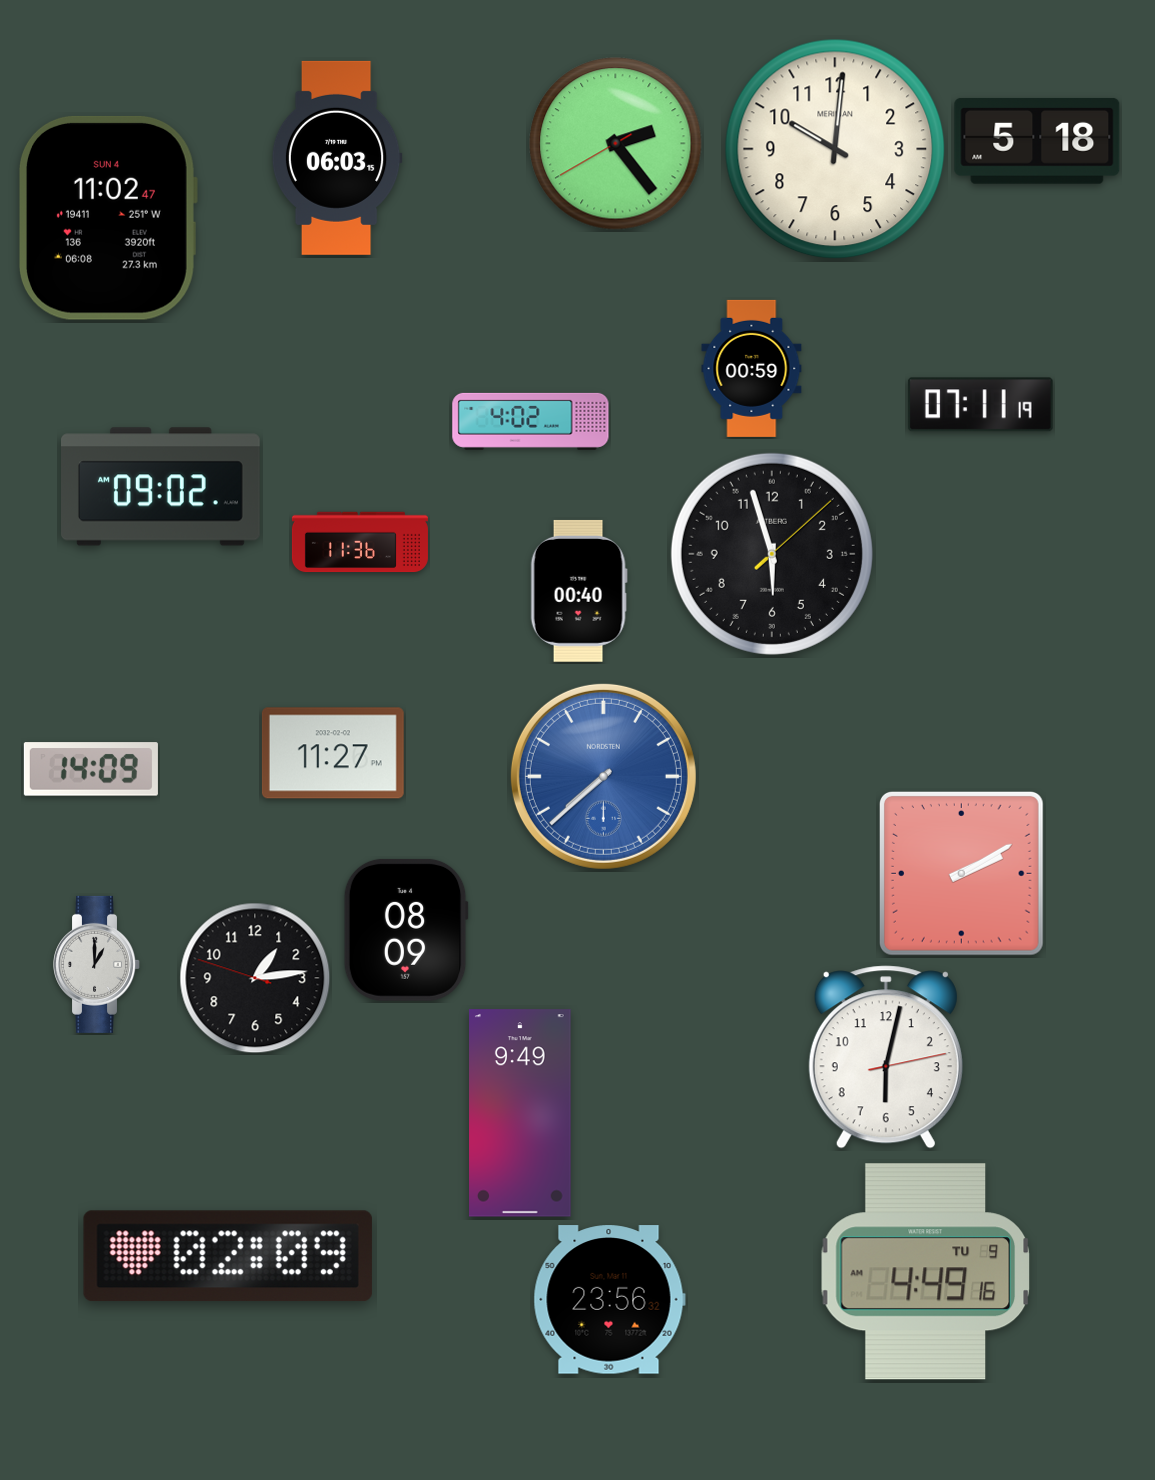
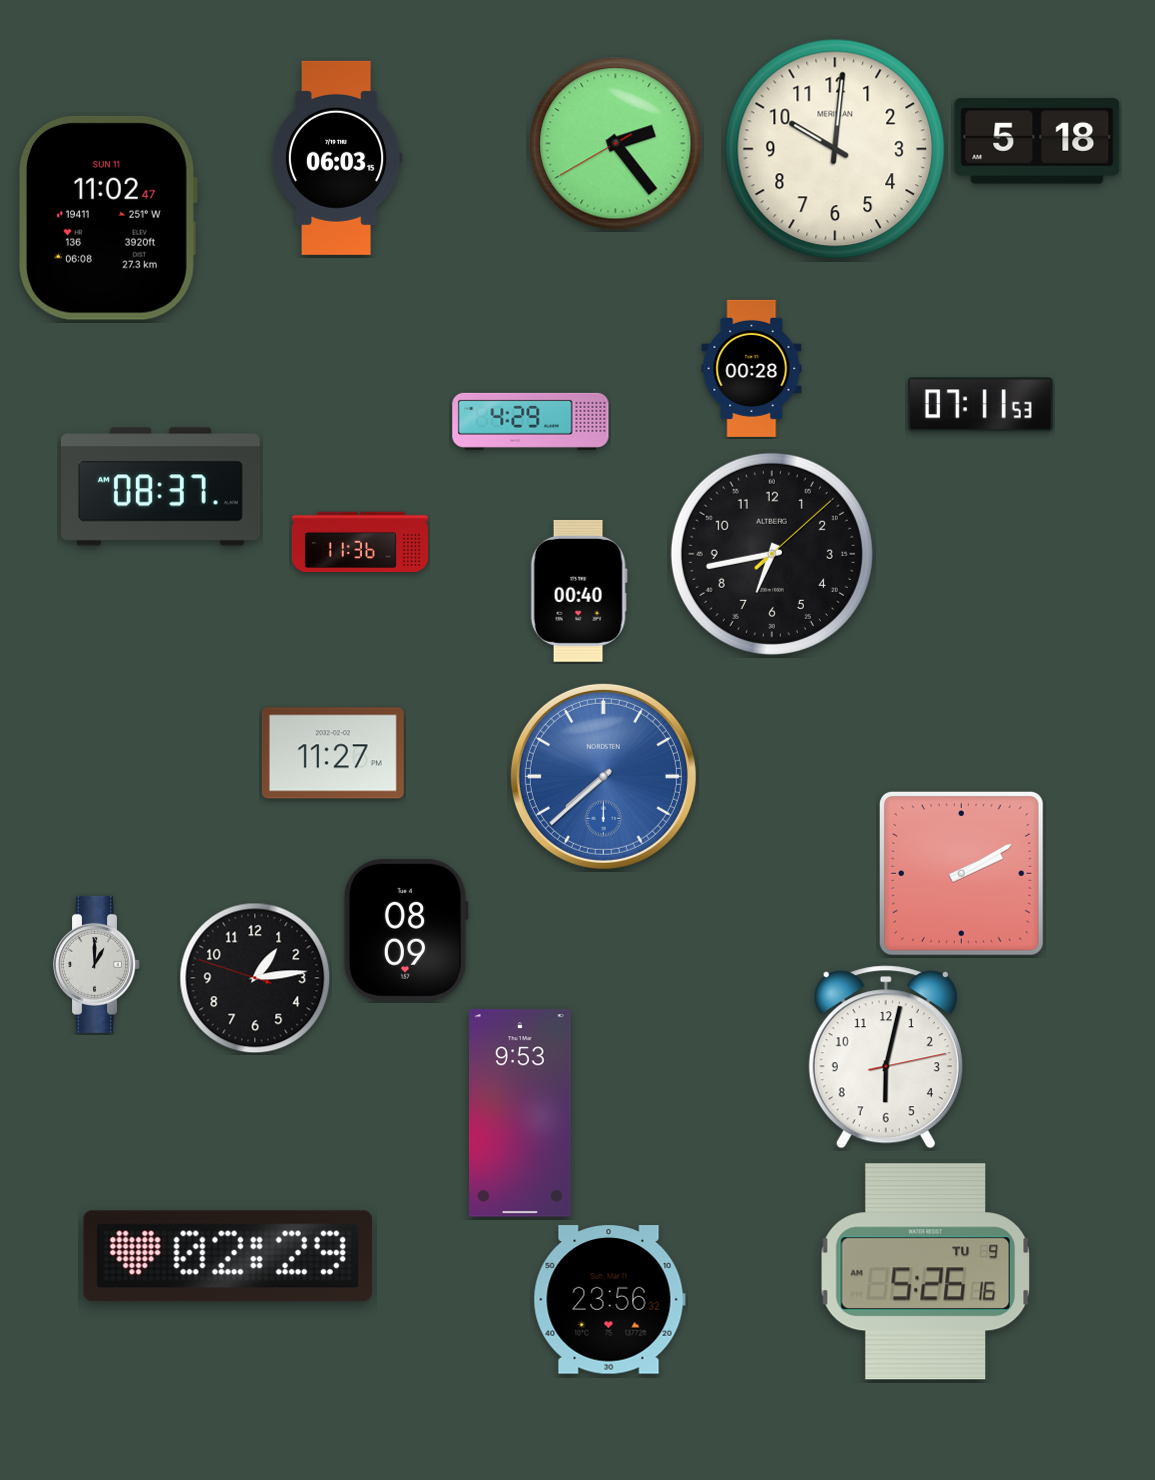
clock at (108, 218) date: SUN 4 -> SUN 11
clock at (752, 368): 00:59 -> 00:28
clock at (980, 405): 07:11:19 -> 07:11:53
clock at (531, 421): 4:02 -> 4:29
clock at (161, 487): 09:02 -> 08:37
clock at (772, 554): 5:57 -> 6:43
clock at (91, 769): 14:09 -> none
clock at (521, 1113): 9:49 -> 9:53
clock at (228, 1256): 02:09 -> 02:29
clock at (926, 1272): 4:49 -> 5:26
